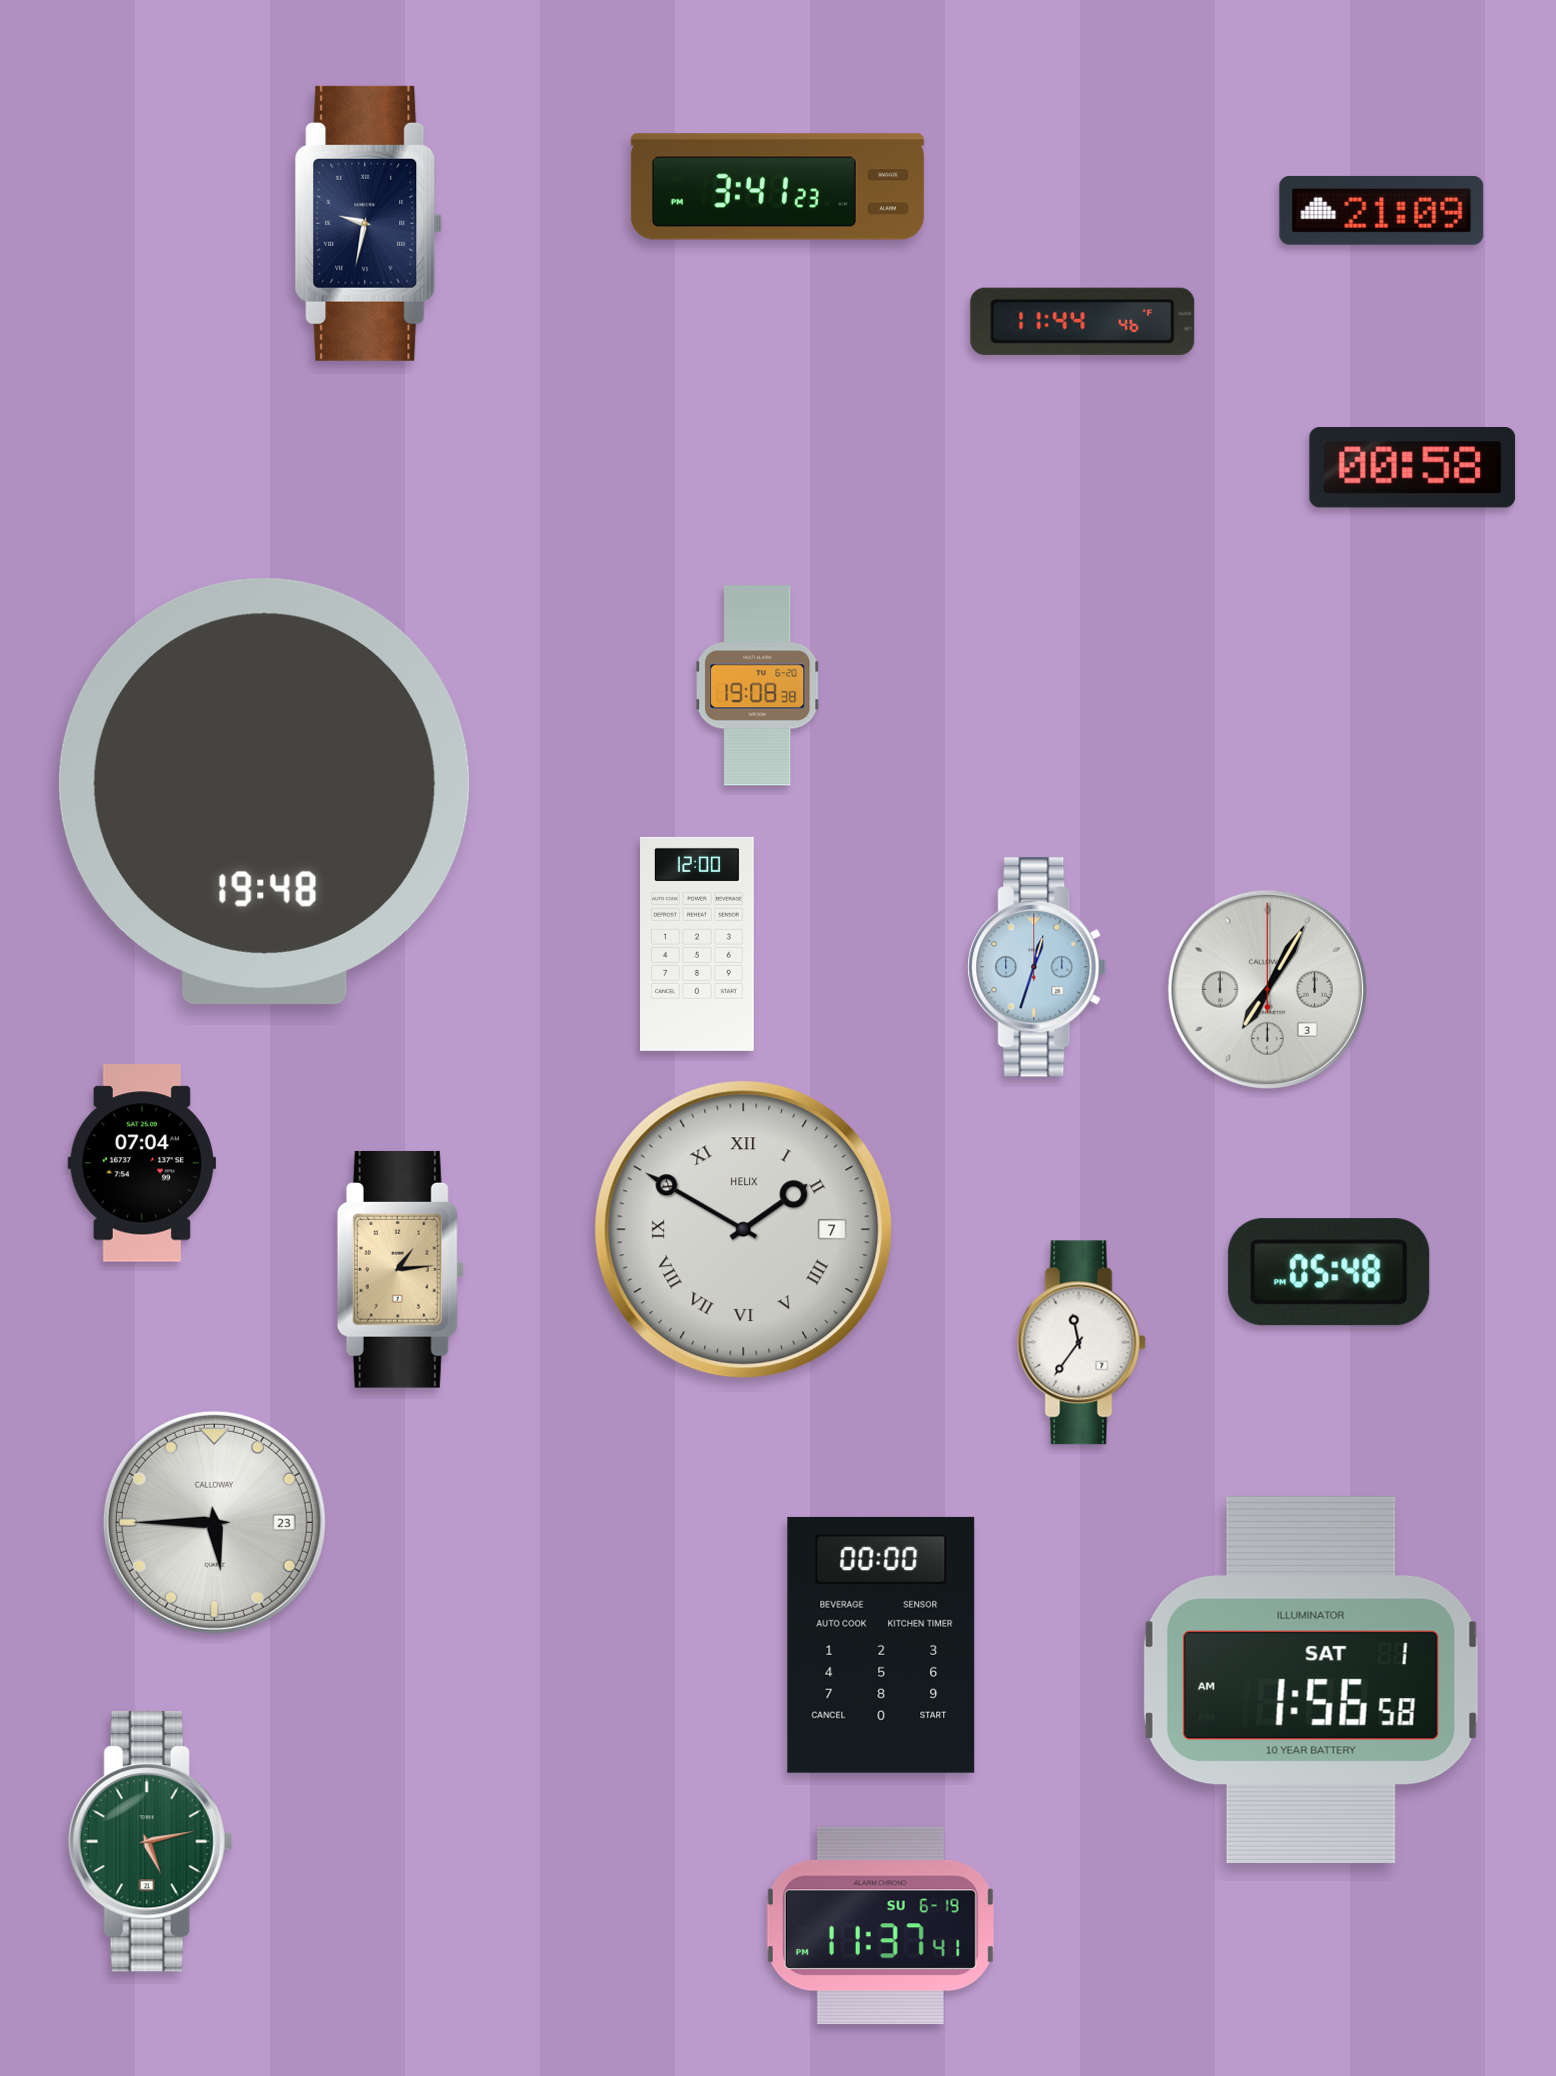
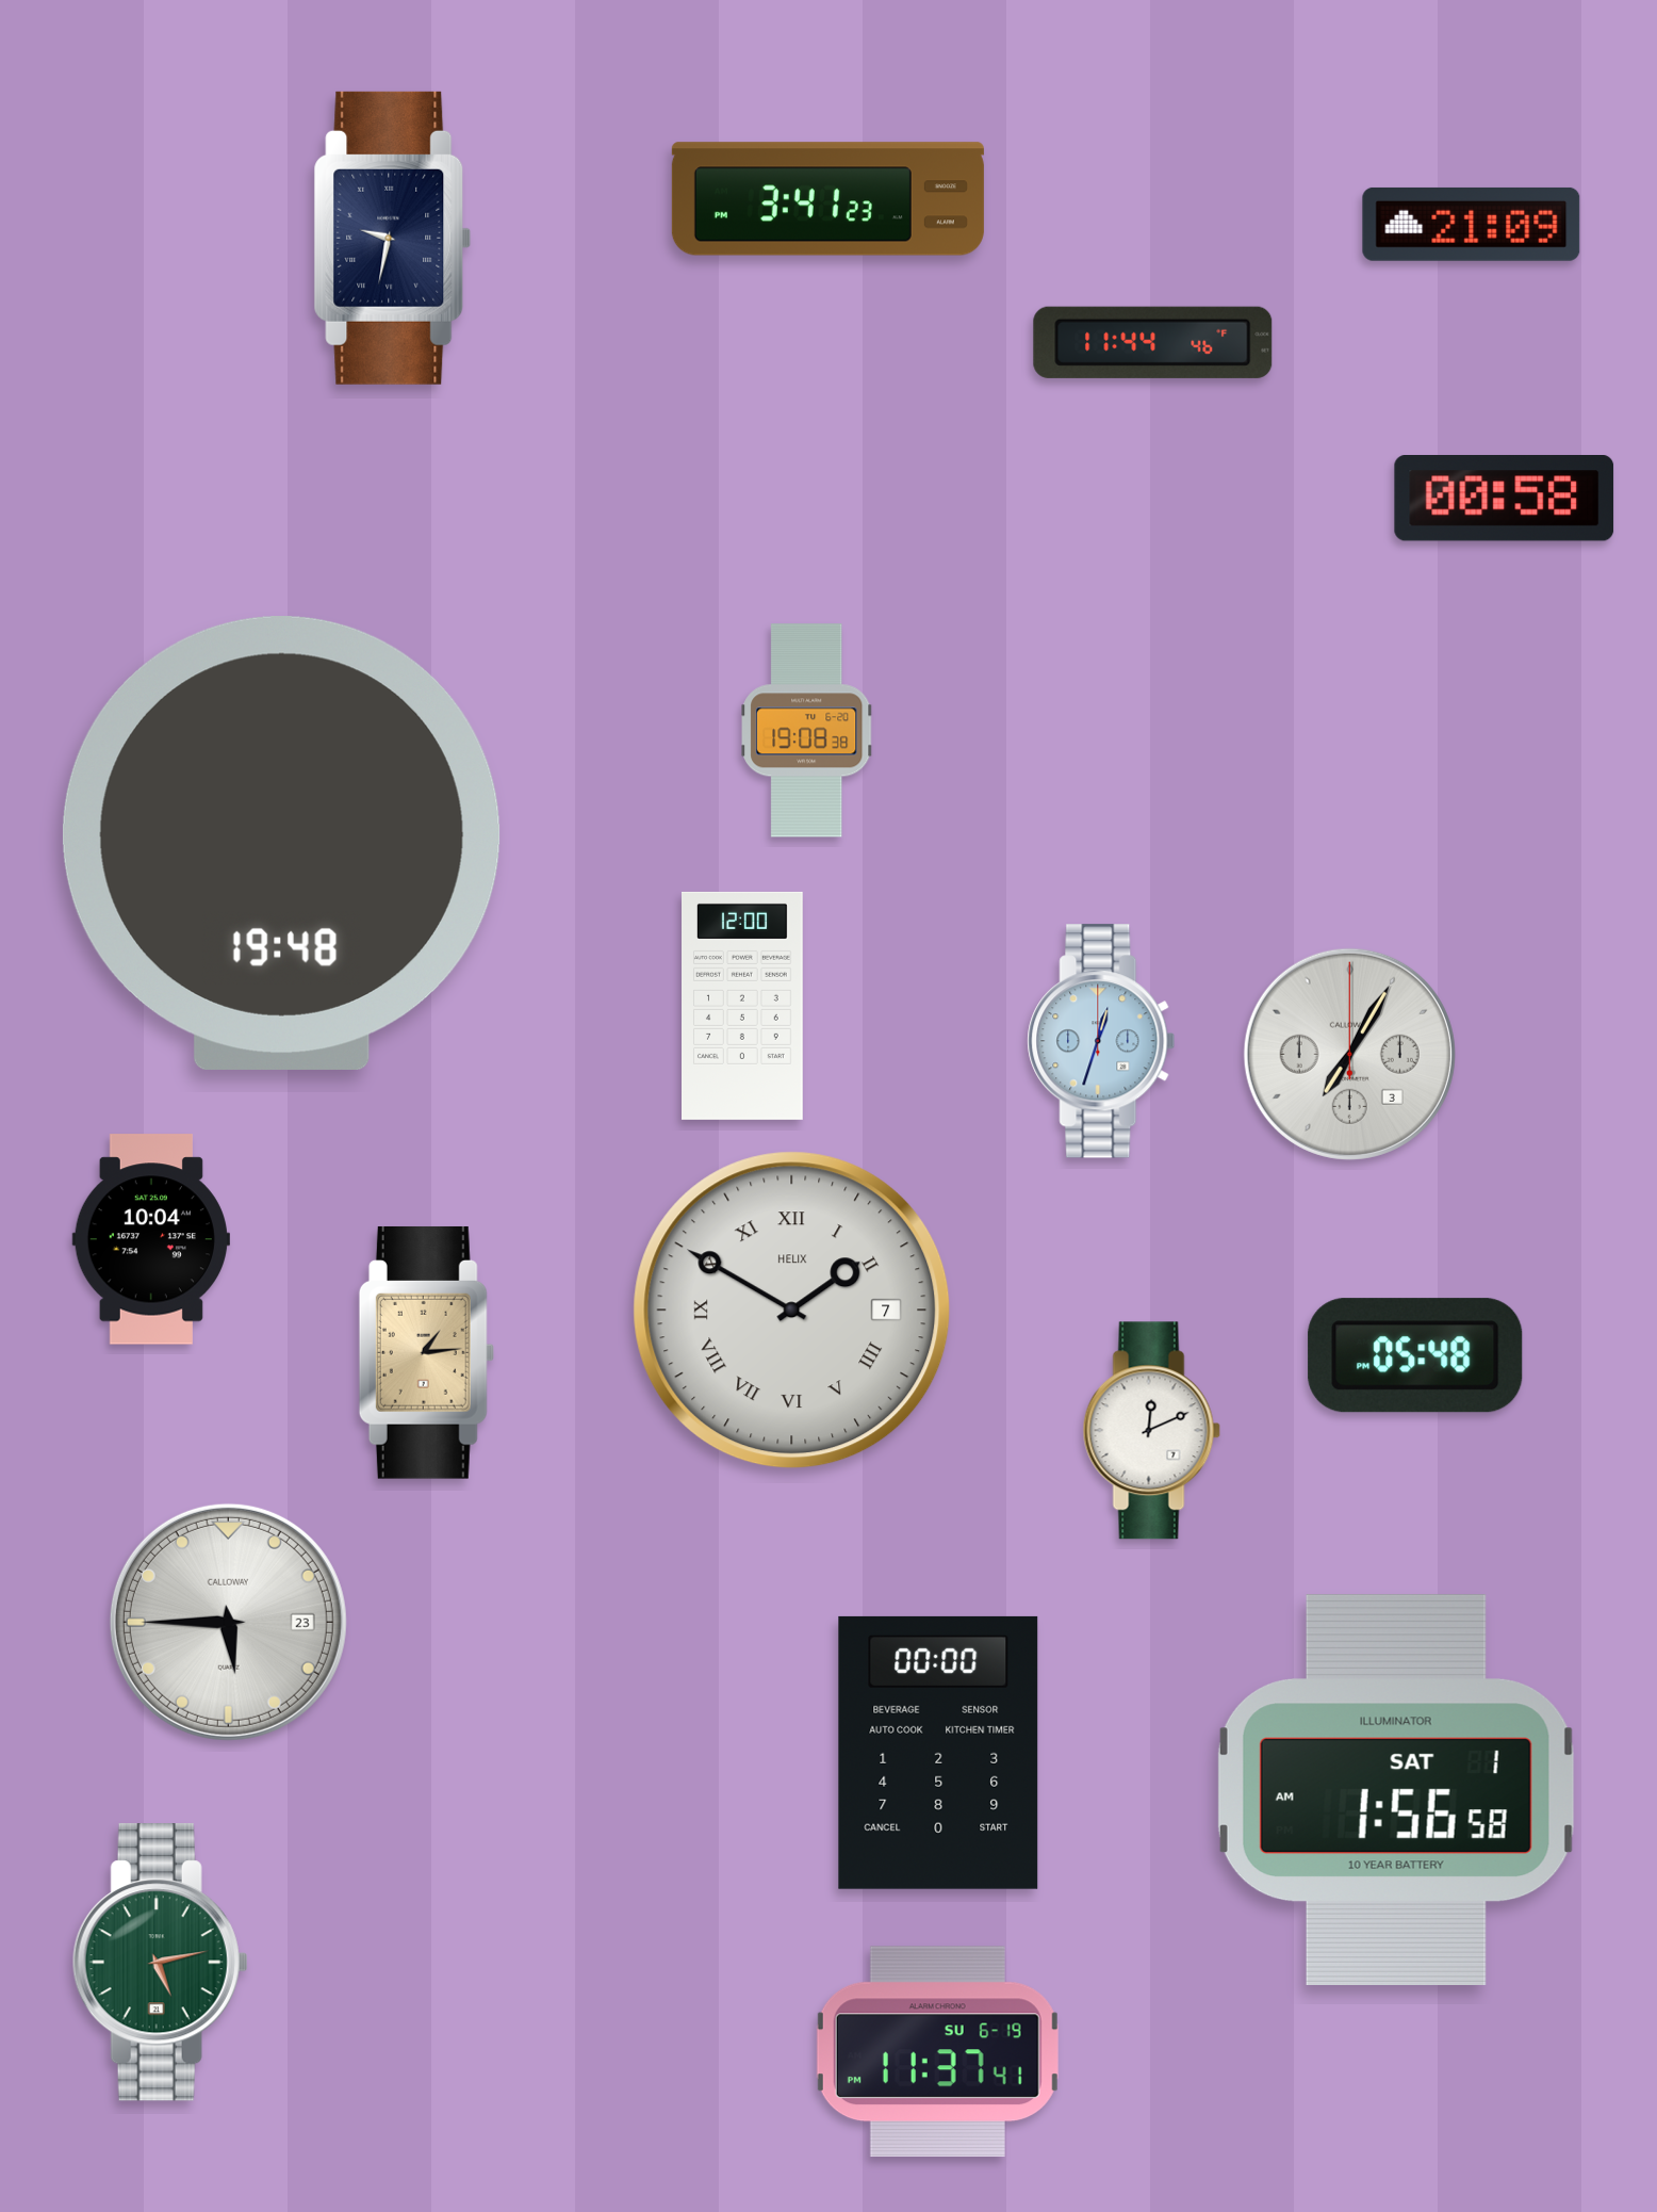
clock at (1037, 967) position: (1037, 967) -> (1101, 1041)
clock at (142, 1163): 07:04 -> 10:04
clock at (1081, 1343): 11:36 -> 12:11
